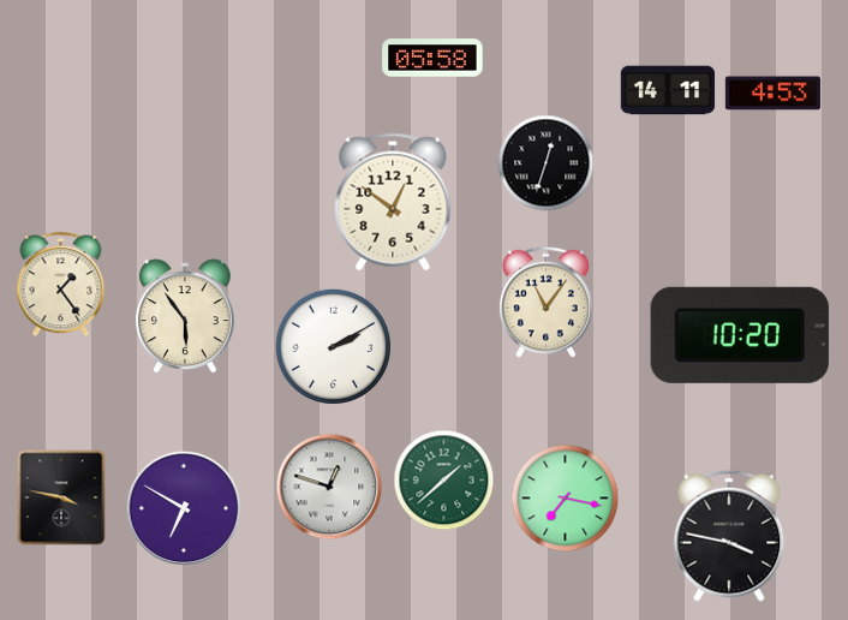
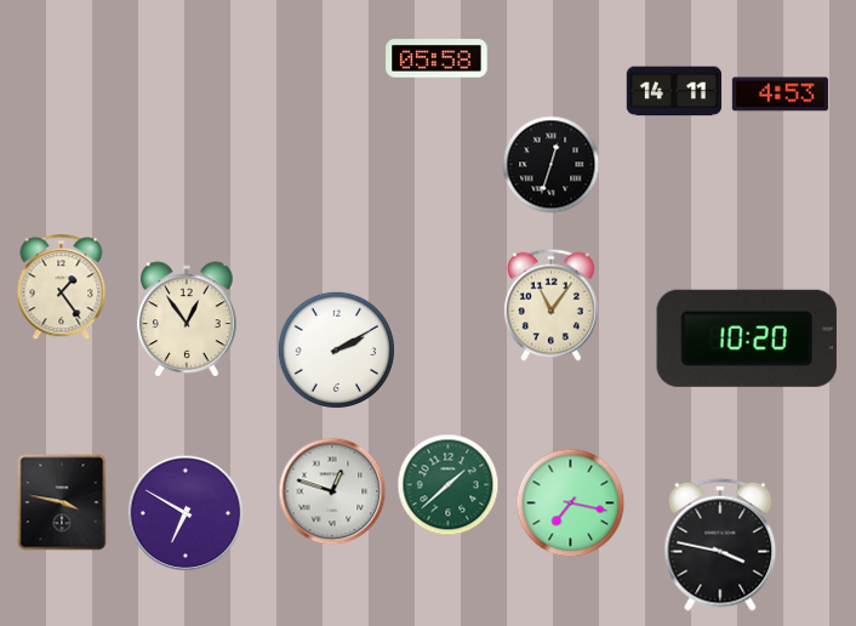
clock at (393, 202): 12:51 -> none
clock at (186, 316): 5:54 -> 12:54
clock at (729, 536) position: (729, 536) -> (720, 545)
